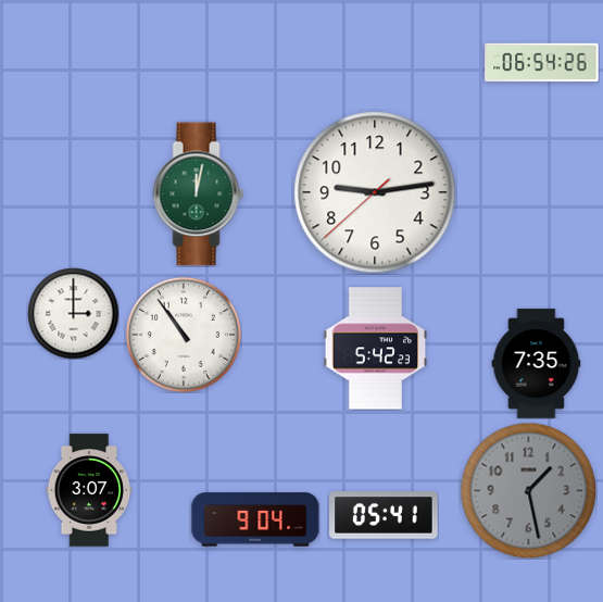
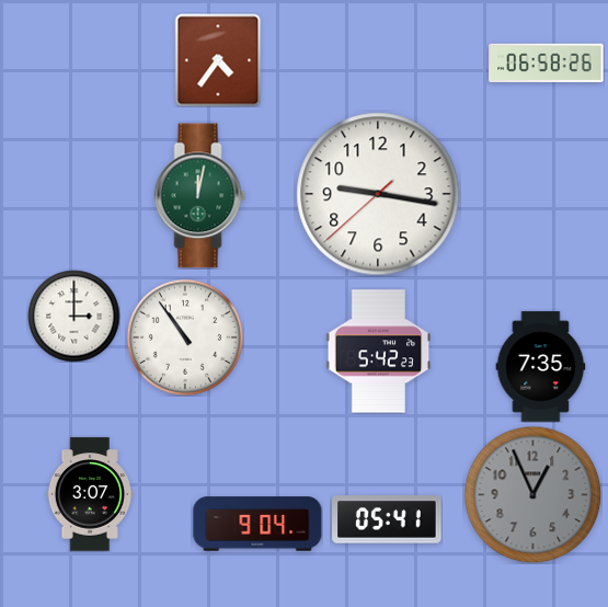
clock at (218, 60): none -> 4:36
clock at (542, 62): 06:54 -> 06:58
clock at (375, 192): 9:13 -> 9:16
clock at (528, 490): 1:28 -> 12:56
